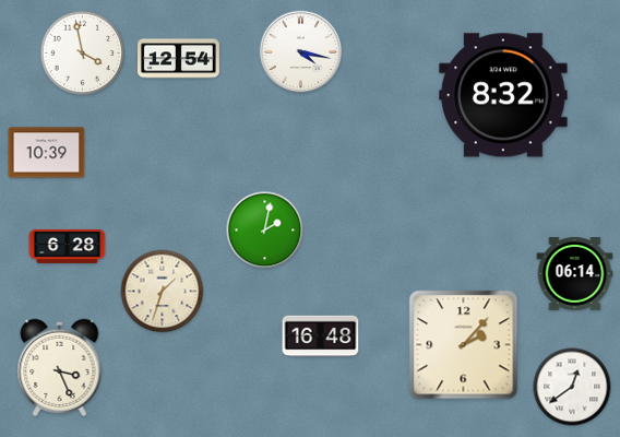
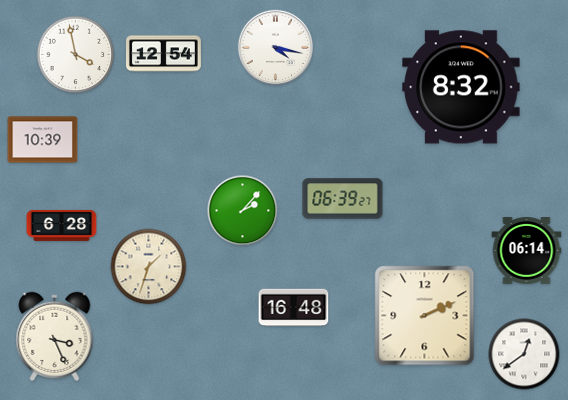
clock at (83, 54) position: (83, 54) -> (76, 55)
clock at (343, 199): none -> 06:39
clock at (265, 231): 2:02 -> 2:07
clock at (464, 345): 2:07 -> 2:11
